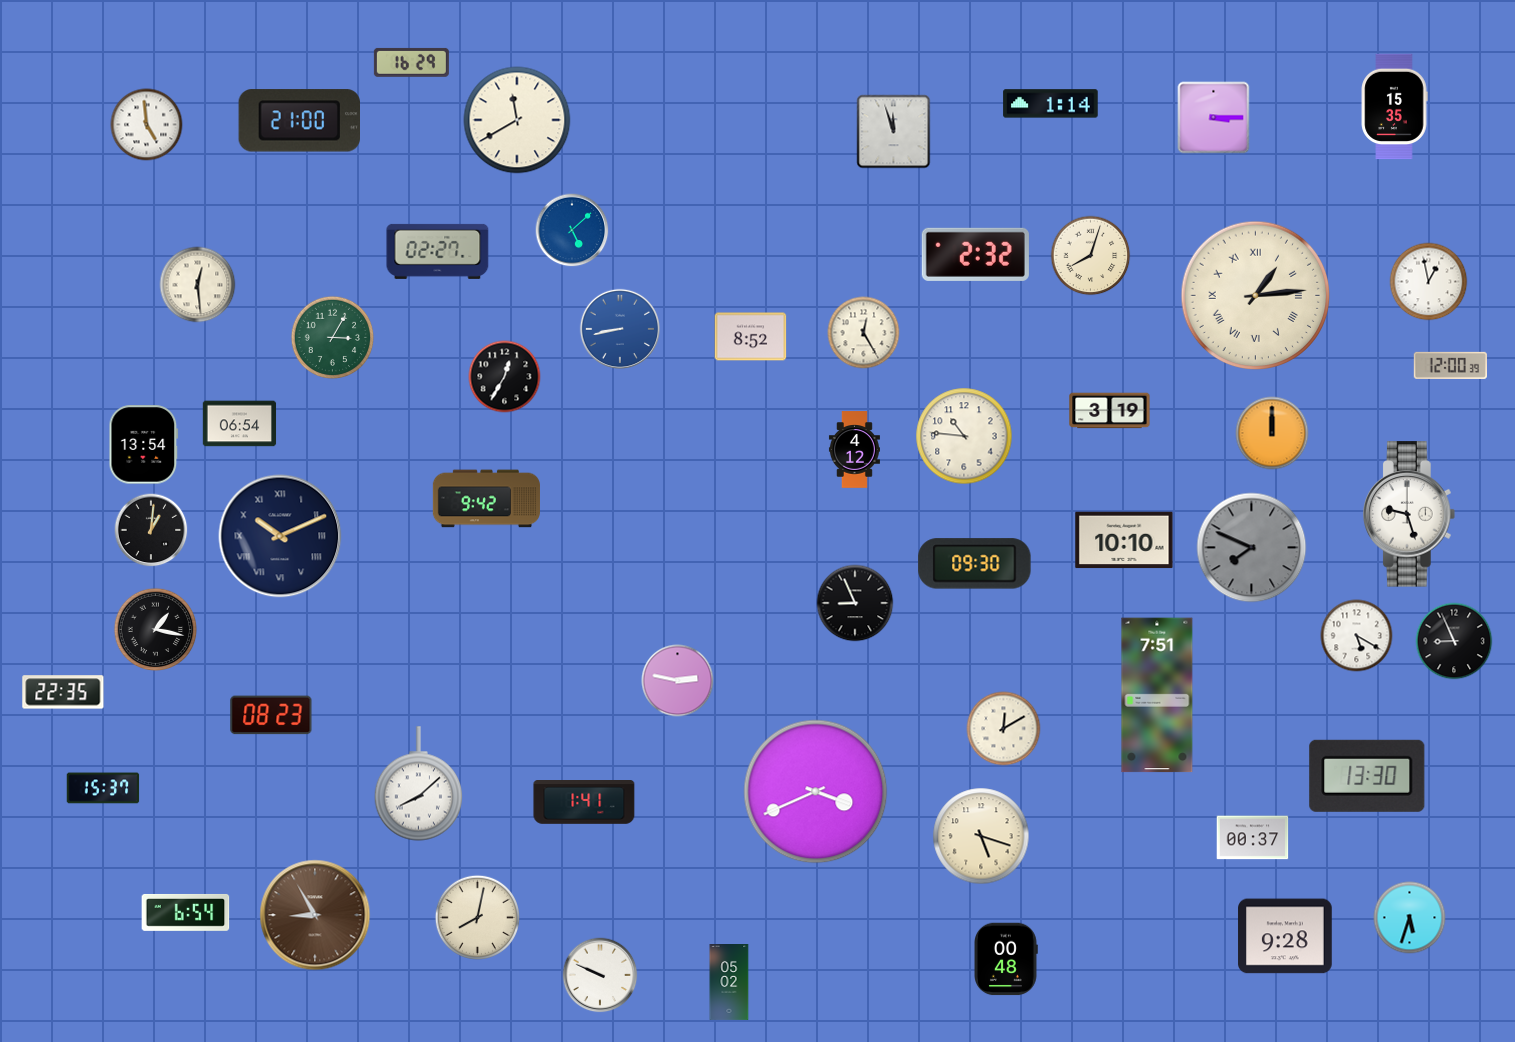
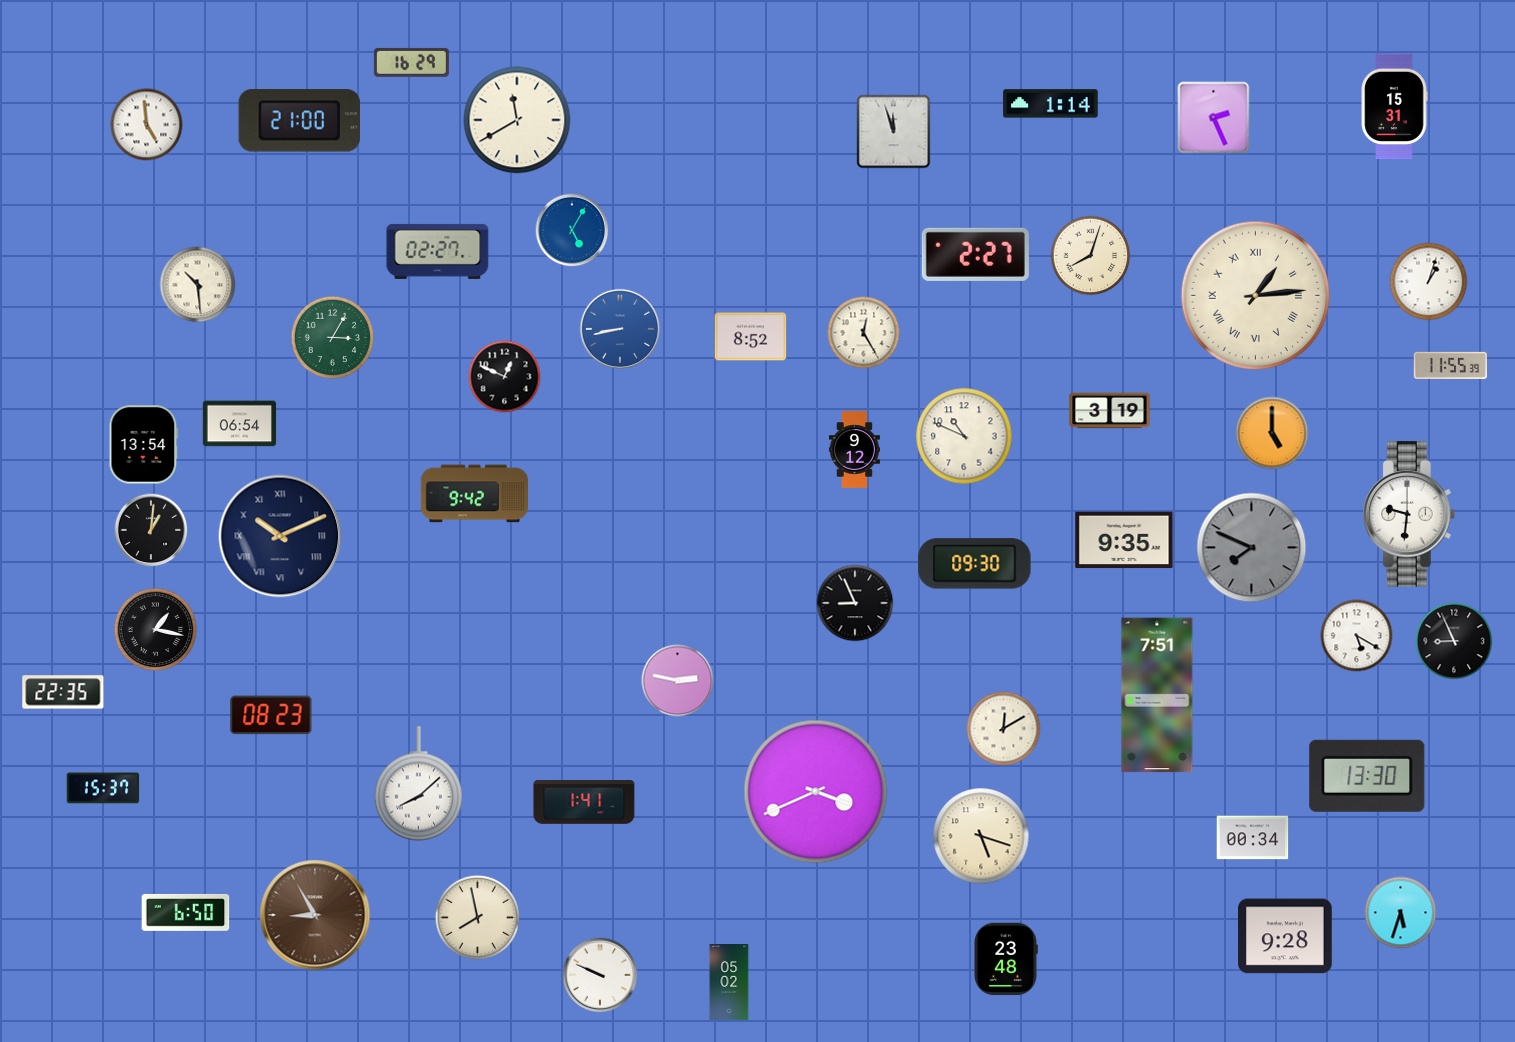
clock at (1394, 107): 15:35 -> 15:31
clock at (1214, 118): 3:15 -> 2:26
clock at (572, 230): 5:08 -> 5:05
clock at (975, 254): 2:32 -> 2:27
clock at (1429, 282): 12:58 -> 1:03
clock at (198, 285): 12:29 -> 10:29
clock at (1450, 365): 12:00 -> 11:55
clock at (505, 377): 12:35 -> 12:49
clock at (1272, 433): 12:00 -> 5:00
clock at (964, 436): 10:46 -> 10:49
clock at (854, 450): 4:12 -> 9:12
clock at (486, 499) position: (486, 499) -> (474, 494)
clock at (1409, 514): 9:27 -> 9:31
clock at (1124, 540): 10:10 -> 9:35
clock at (1253, 838): 00:37 -> 00:34
clock at (186, 912): 6:54 -> 6:50
clock at (477, 917): 8:02 -> 7:58
clock at (1410, 918) position: (1410, 918) -> (1401, 913)
clock at (1006, 959): 00:48 -> 23:48
